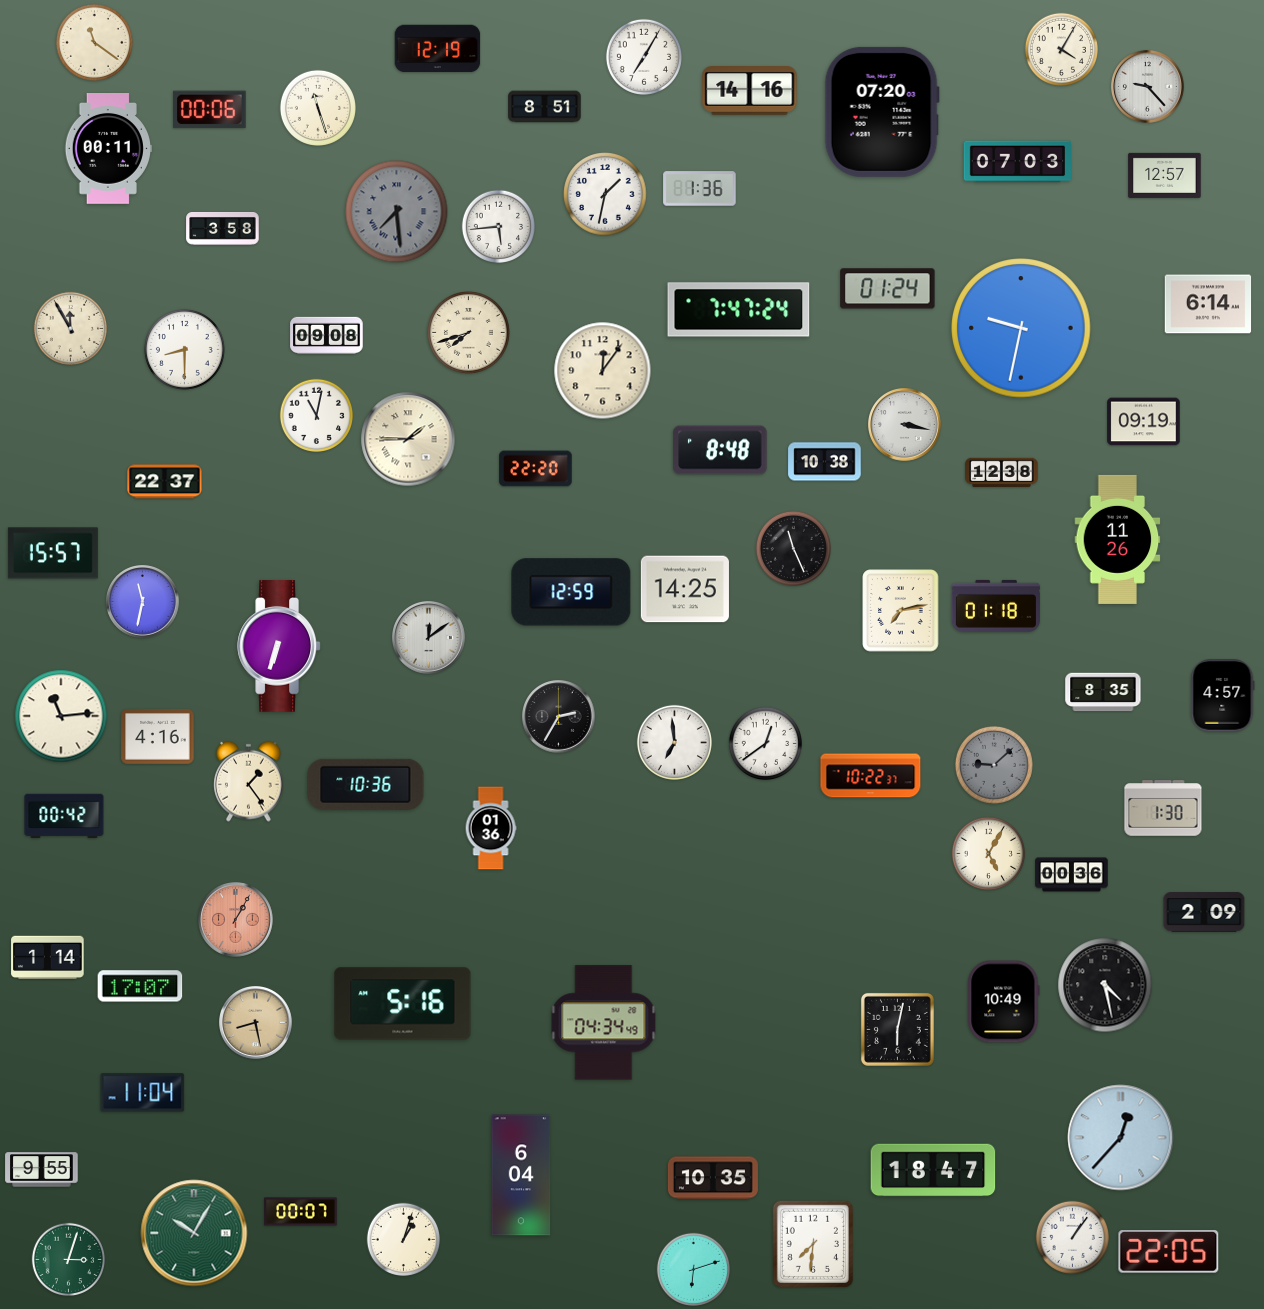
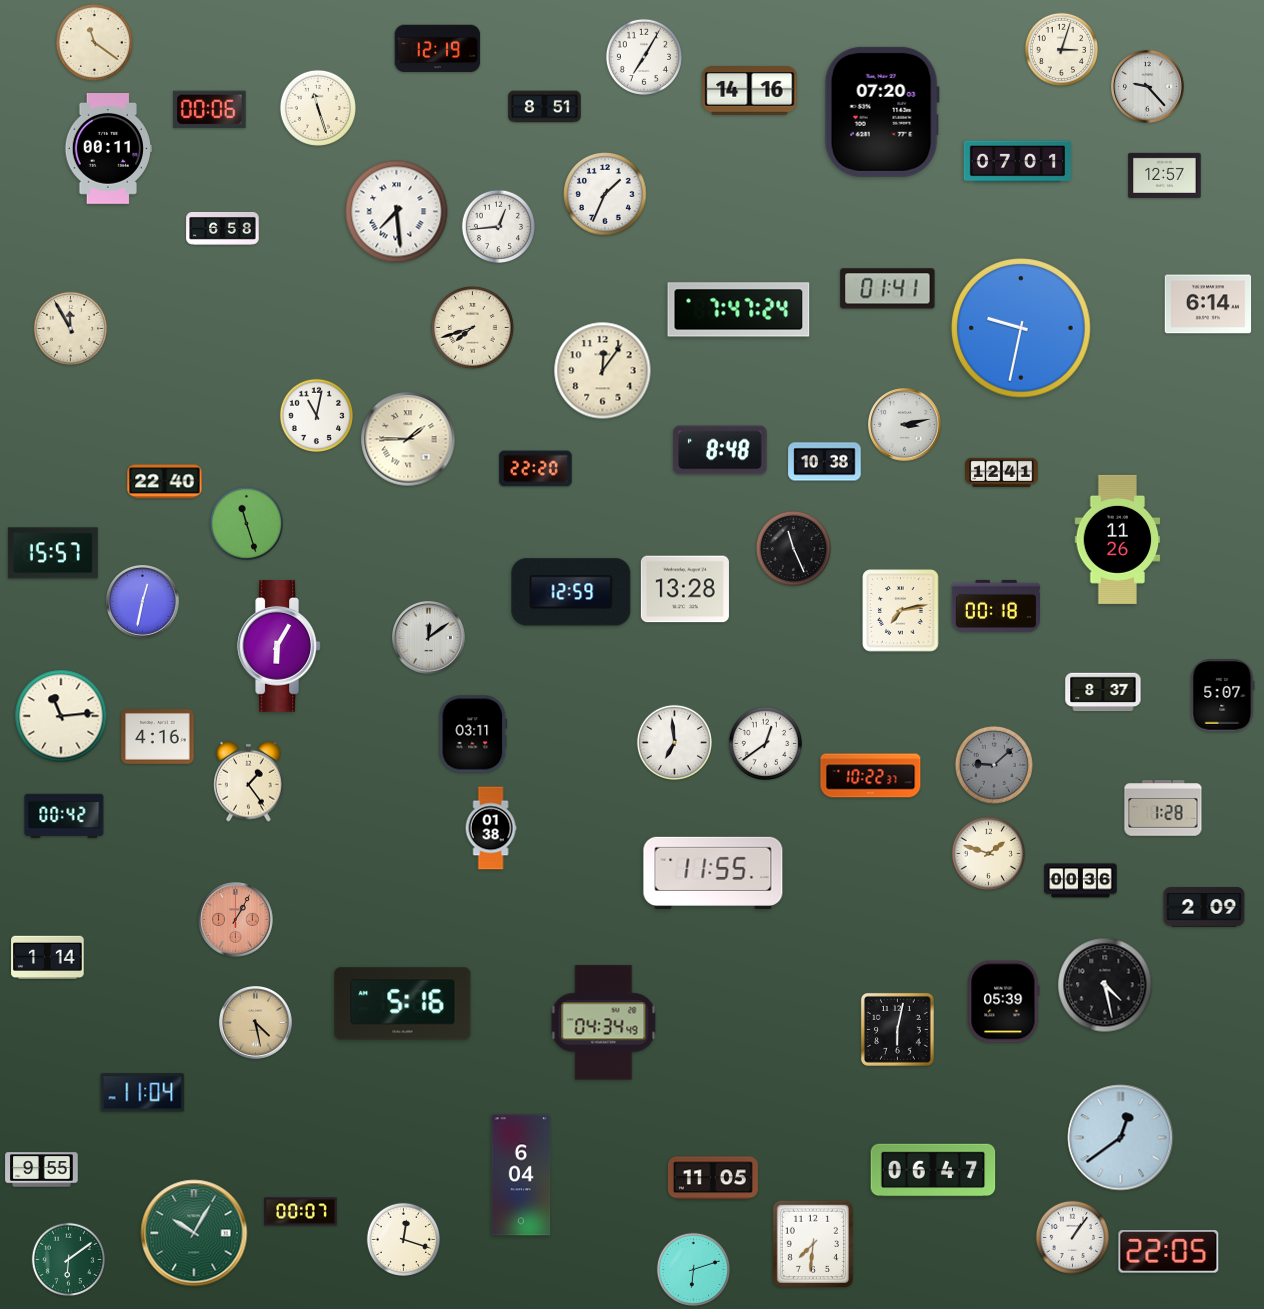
clock at (1061, 49): 4:05 -> 3:03
clock at (1017, 162): 07:03 -> 07:01
clock at (700, 189): 1:36 -> none
clock at (606, 195): 1:32 -> 1:34
clock at (397, 212) dial: grey -> white
clock at (498, 226): 5:44 -> 12:44
clock at (223, 229): 3:58 -> 6:58
clock at (888, 289): 01:24 -> 01:41
clock at (469, 333) position: (469, 333) -> (473, 328)
clock at (327, 336): 09:08 -> none
clock at (184, 349): 8:30 -> none
clock at (1144, 422): 09:19 -> none
clock at (905, 425): 3:17 -> 3:13
clock at (1002, 472): 12:38 -> 12:41
clock at (165, 482): 22:37 -> 22:40
clock at (246, 523): none -> 11:27
clock at (685, 589): 14:25 -> 13:28
clock at (143, 602): 11:32 -> 12:32
clock at (996, 606): 01:18 -> 00:18
clock at (279, 646): 6:33 -> 6:05
clock at (1103, 692): 8:35 -> 8:37
clock at (1222, 696): 4:57 -> 5:07
clock at (559, 717): 2:35 -> none
clock at (473, 734): none -> 03:11
clock at (366, 784): 10:36 -> none
clock at (1163, 808): 1:30 -> 1:28
clock at (491, 828): 01:36 -> 01:38
clock at (988, 853): 5:05 -> 1:48
clock at (713, 873): none -> 11:55
clock at (1072, 875) position: (1072, 875) -> (1081, 881)
clock at (1204, 912) position: (1204, 912) -> (1204, 907)
clock at (140, 986): 17:07 -> none
clock at (1004, 1002): 10:49 -> 05:39
clock at (256, 1023): 8:28 -> 4:28
clock at (1121, 1138): 12:37 -> 12:39
clock at (933, 1170): 18:47 -> 06:47
clock at (713, 1178): 10:35 -> 11:05
clock at (403, 1239): 1:03 -> 12:18
clock at (68, 1259): 3:03 -> 6:09
